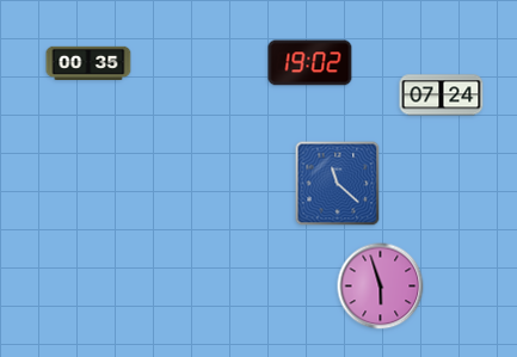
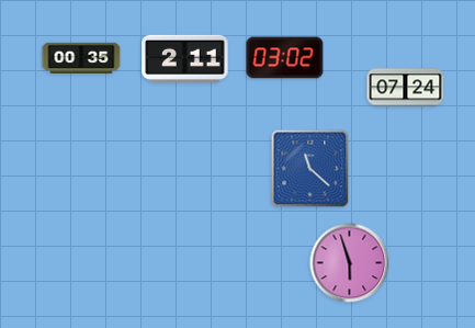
clock at (185, 58): none -> 2:11
clock at (310, 63): 19:02 -> 03:02
